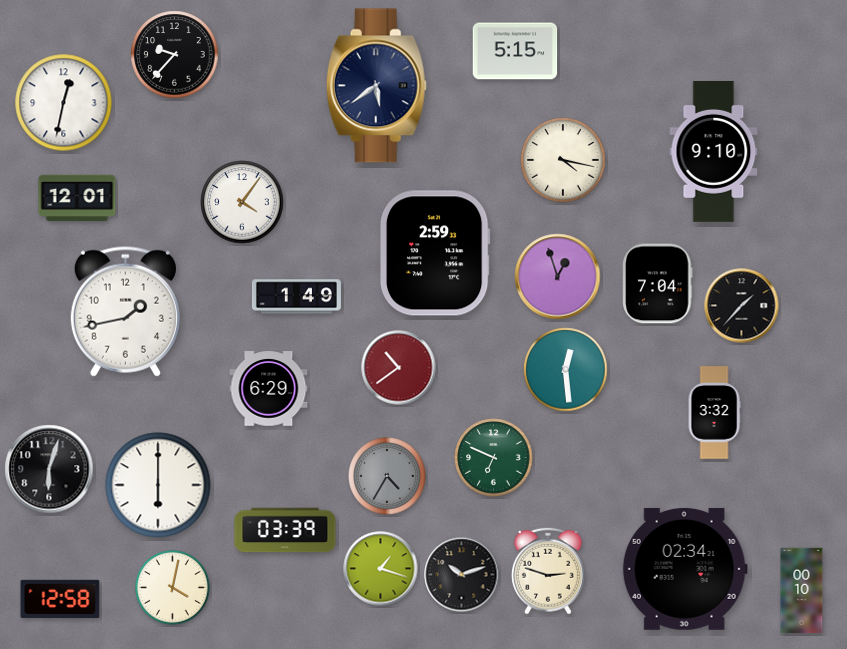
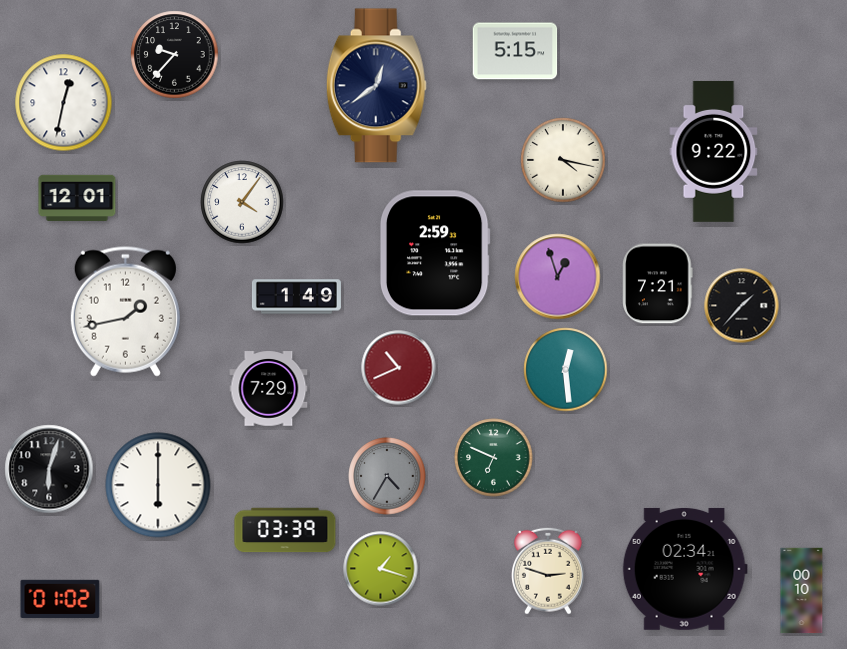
clock at (376, 86): 5:39 -> 12:39
clock at (714, 151): 9:10 -> 9:22
clock at (658, 284): 7:04 -> 7:21
clock at (399, 368): 10:39 -> 10:41
clock at (269, 389): 6:29 -> 7:29
clock at (714, 413): 3:32 -> none
clock at (462, 575): 10:12 -> none
clock at (173, 588): 4:02 -> none
clock at (60, 598): 12:58 -> 01:02
